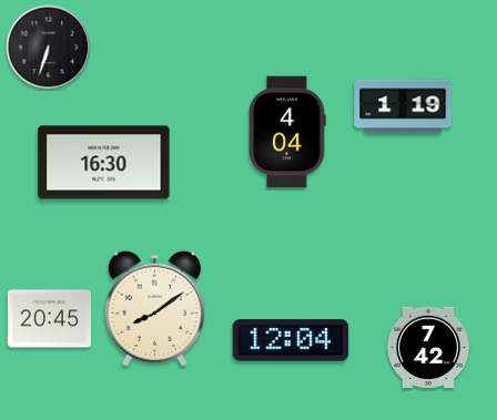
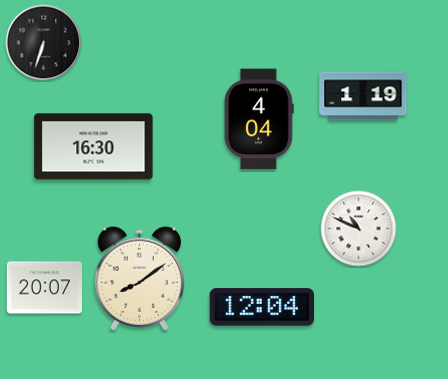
clock at (359, 229): none -> 10:49
clock at (49, 319): 20:45 -> 20:07
clock at (427, 348): 7:42 -> none
